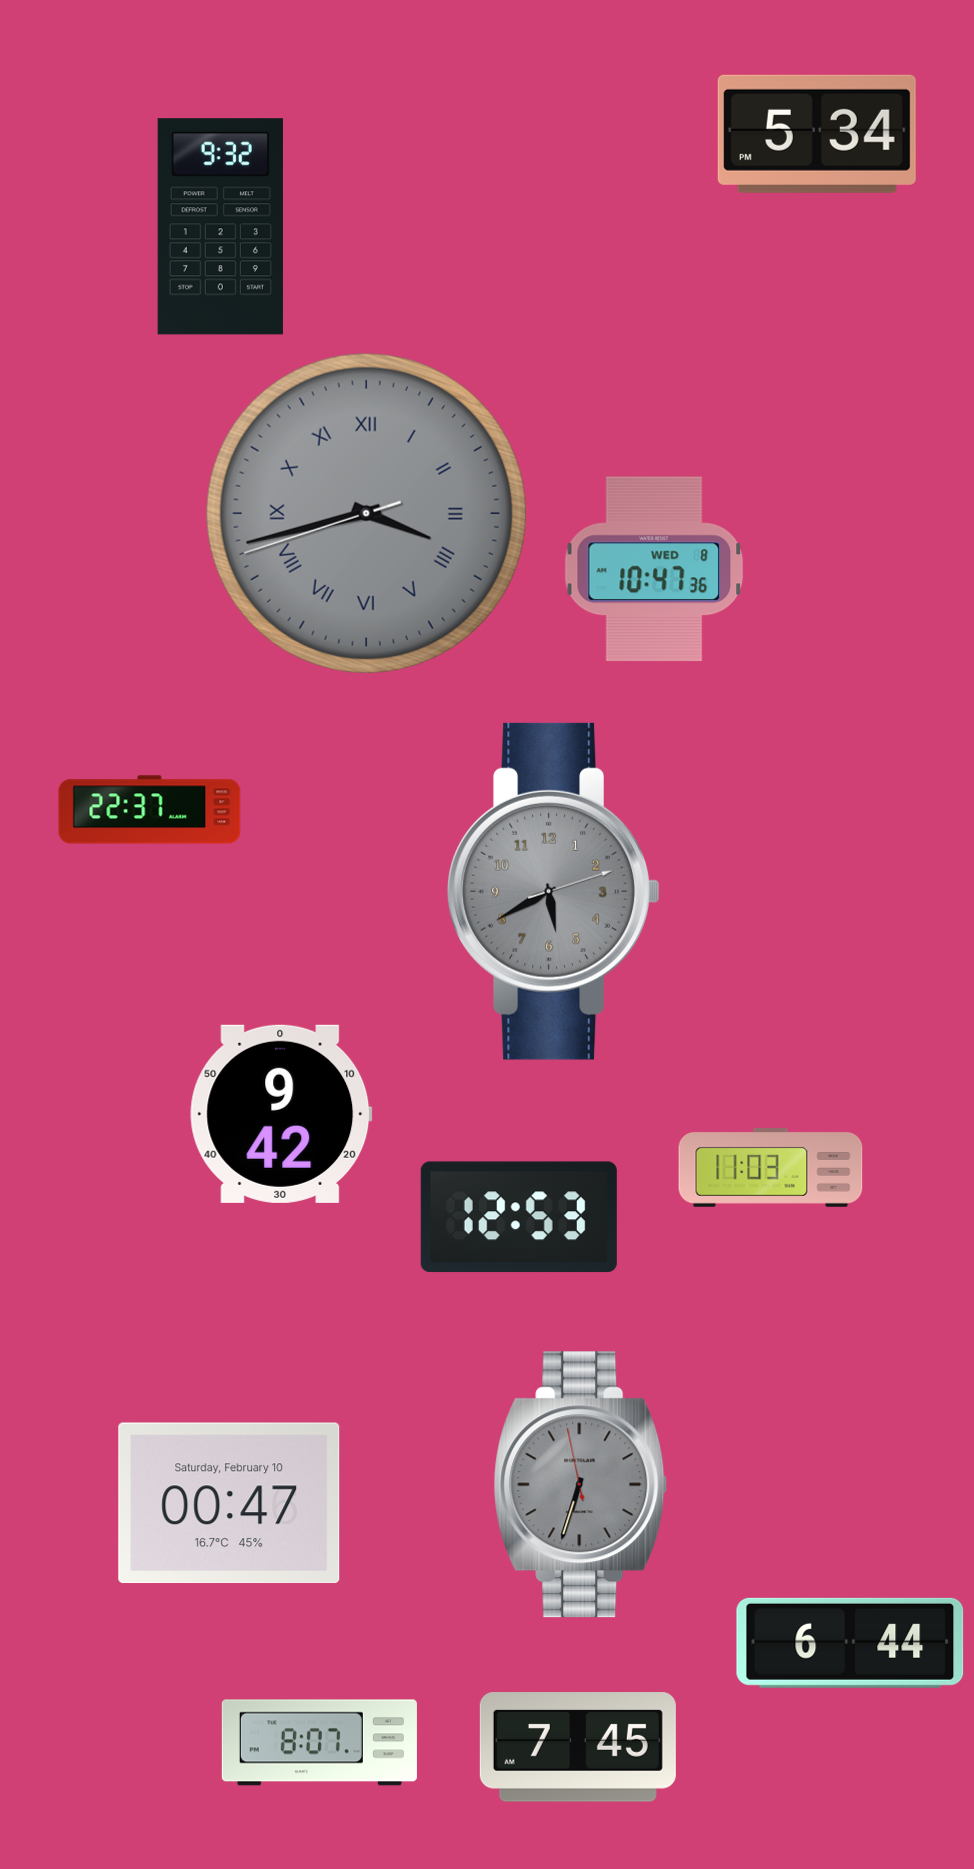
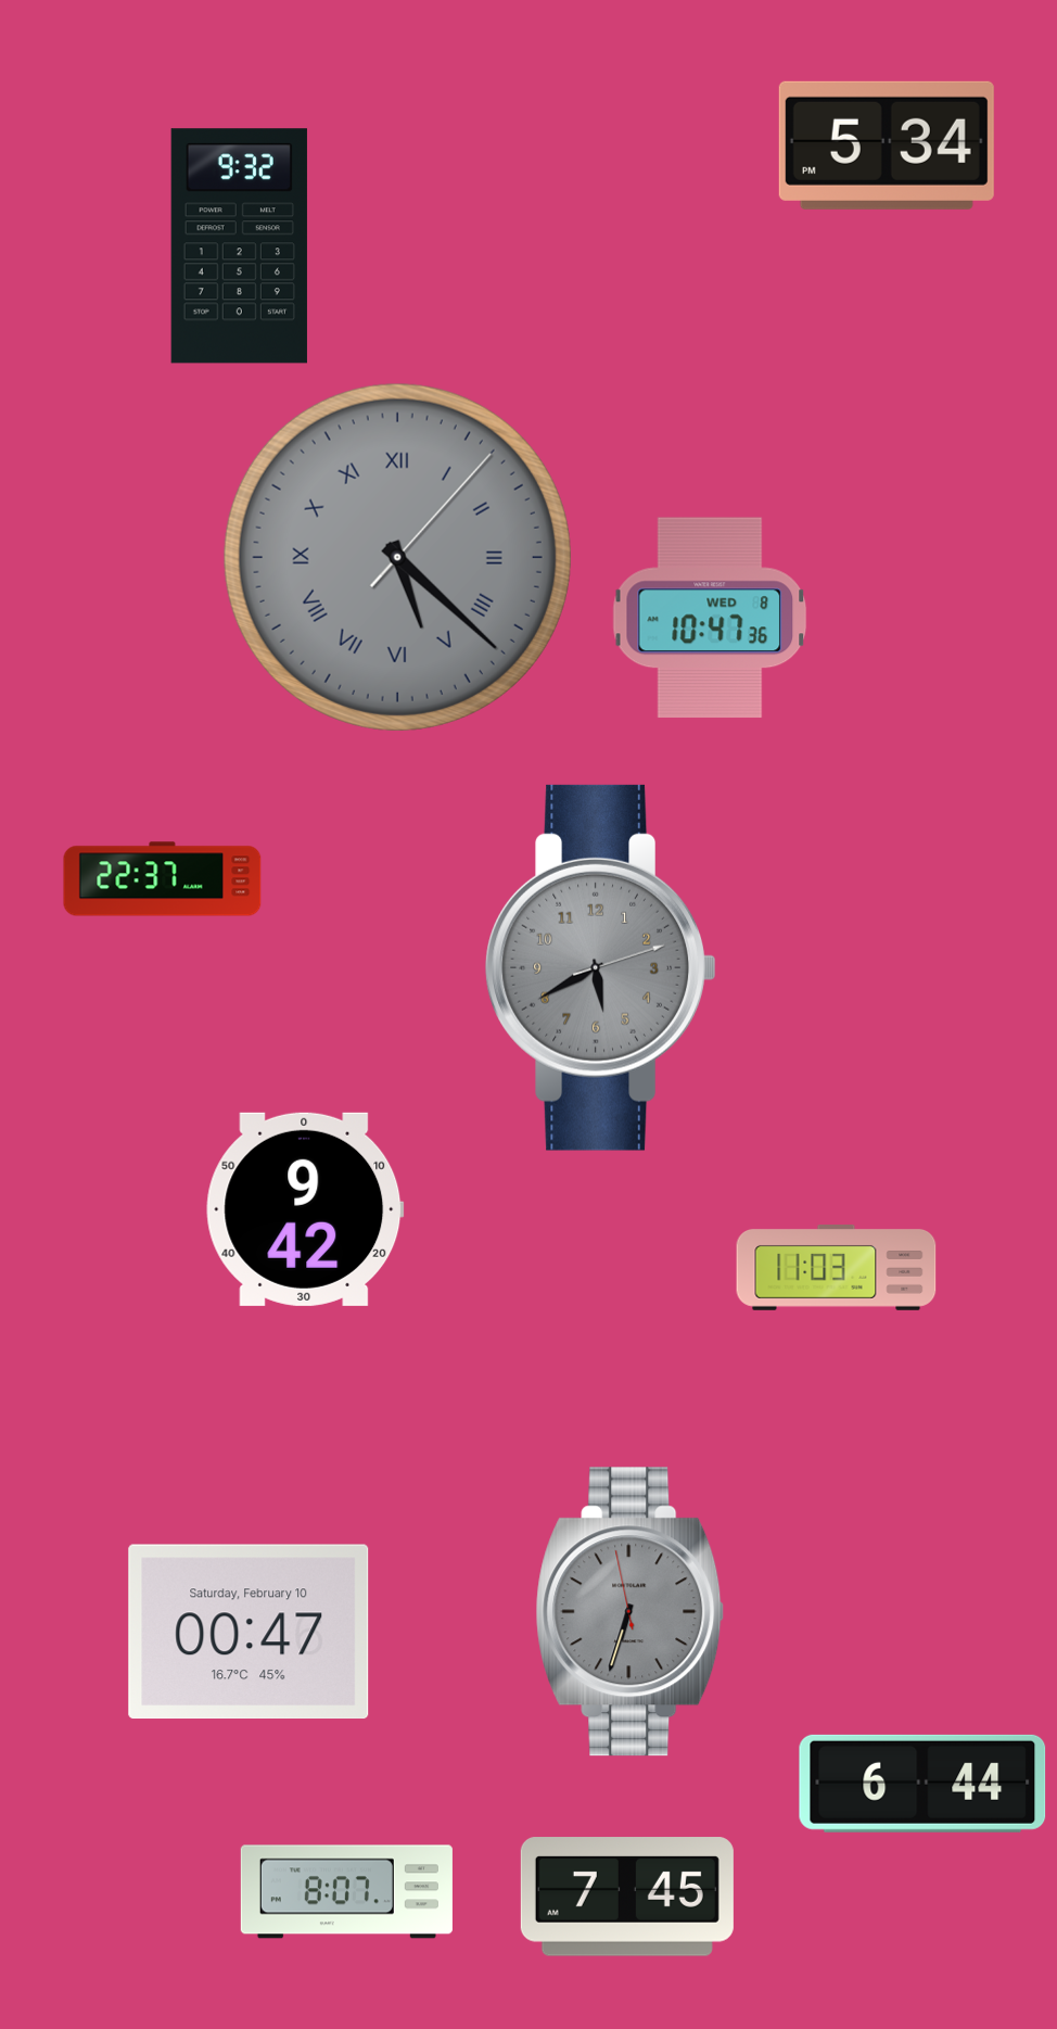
clock at (366, 513): 3:42 -> 5:22
clock at (519, 1217): 12:53 -> none
